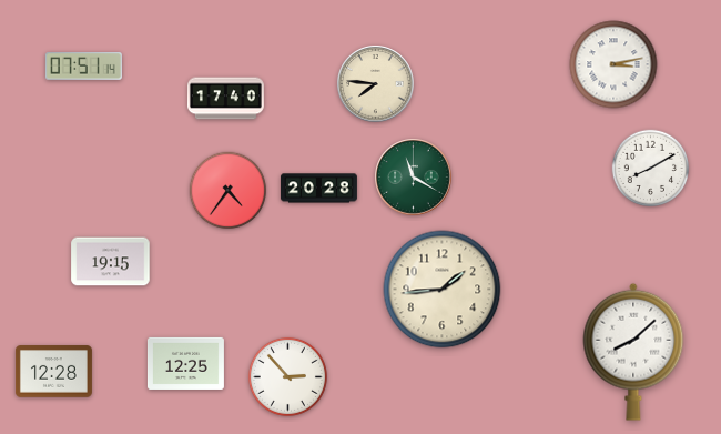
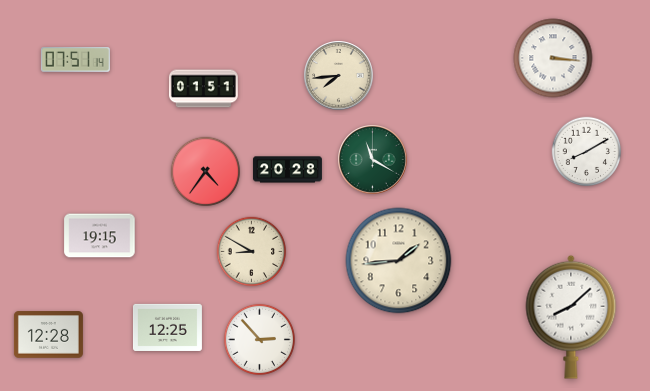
clock at (613, 64): 3:13 -> 3:16
clock at (376, 84): 7:46 -> 7:44
clock at (225, 99): 17:40 -> 01:51
clock at (252, 252): none -> 8:50
